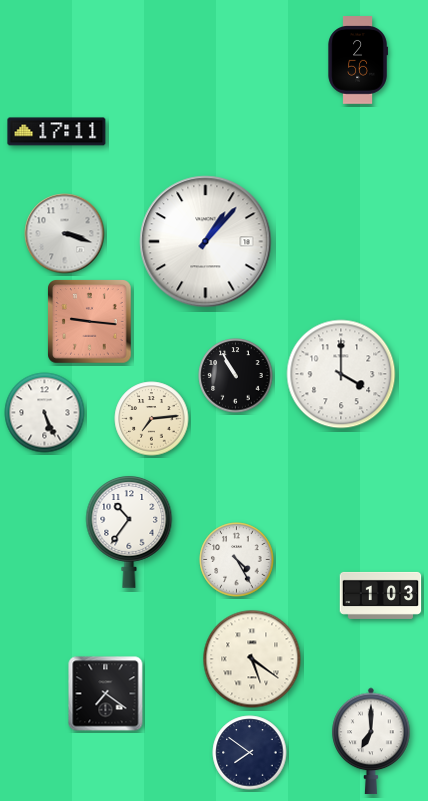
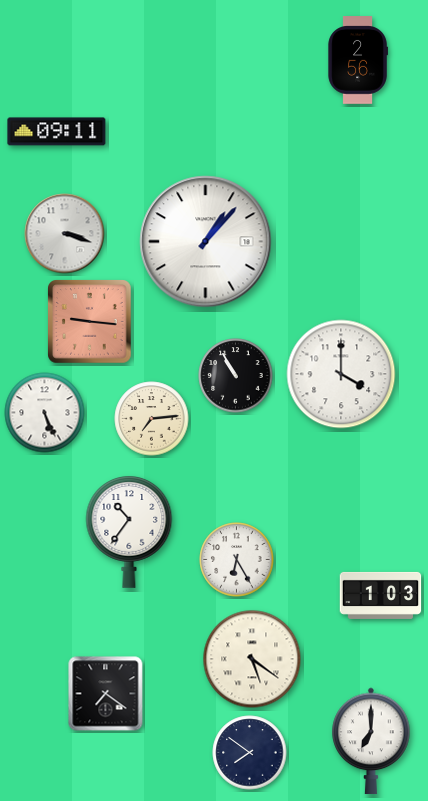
clock at (57, 132): 17:11 -> 09:11
clock at (237, 560): 4:25 -> 6:25
